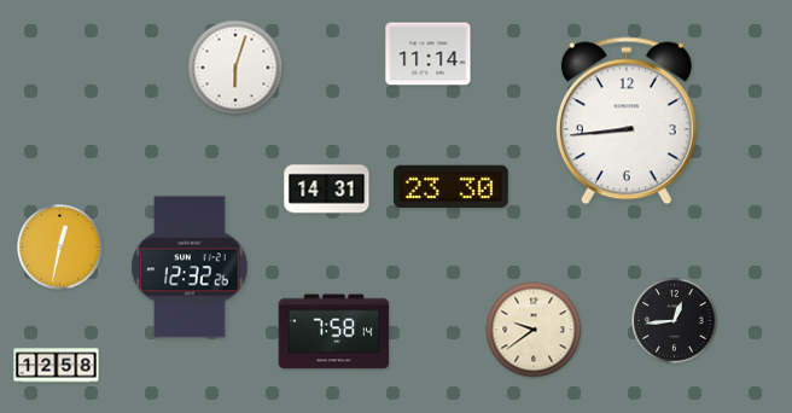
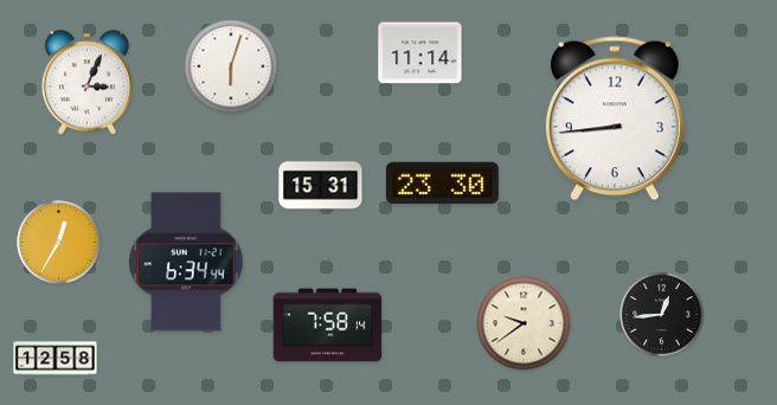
clock at (86, 83): none -> 3:04
clock at (327, 190): 14:31 -> 15:31
clock at (60, 248): 12:32 -> 12:35
clock at (190, 267): 12:32 -> 6:34
